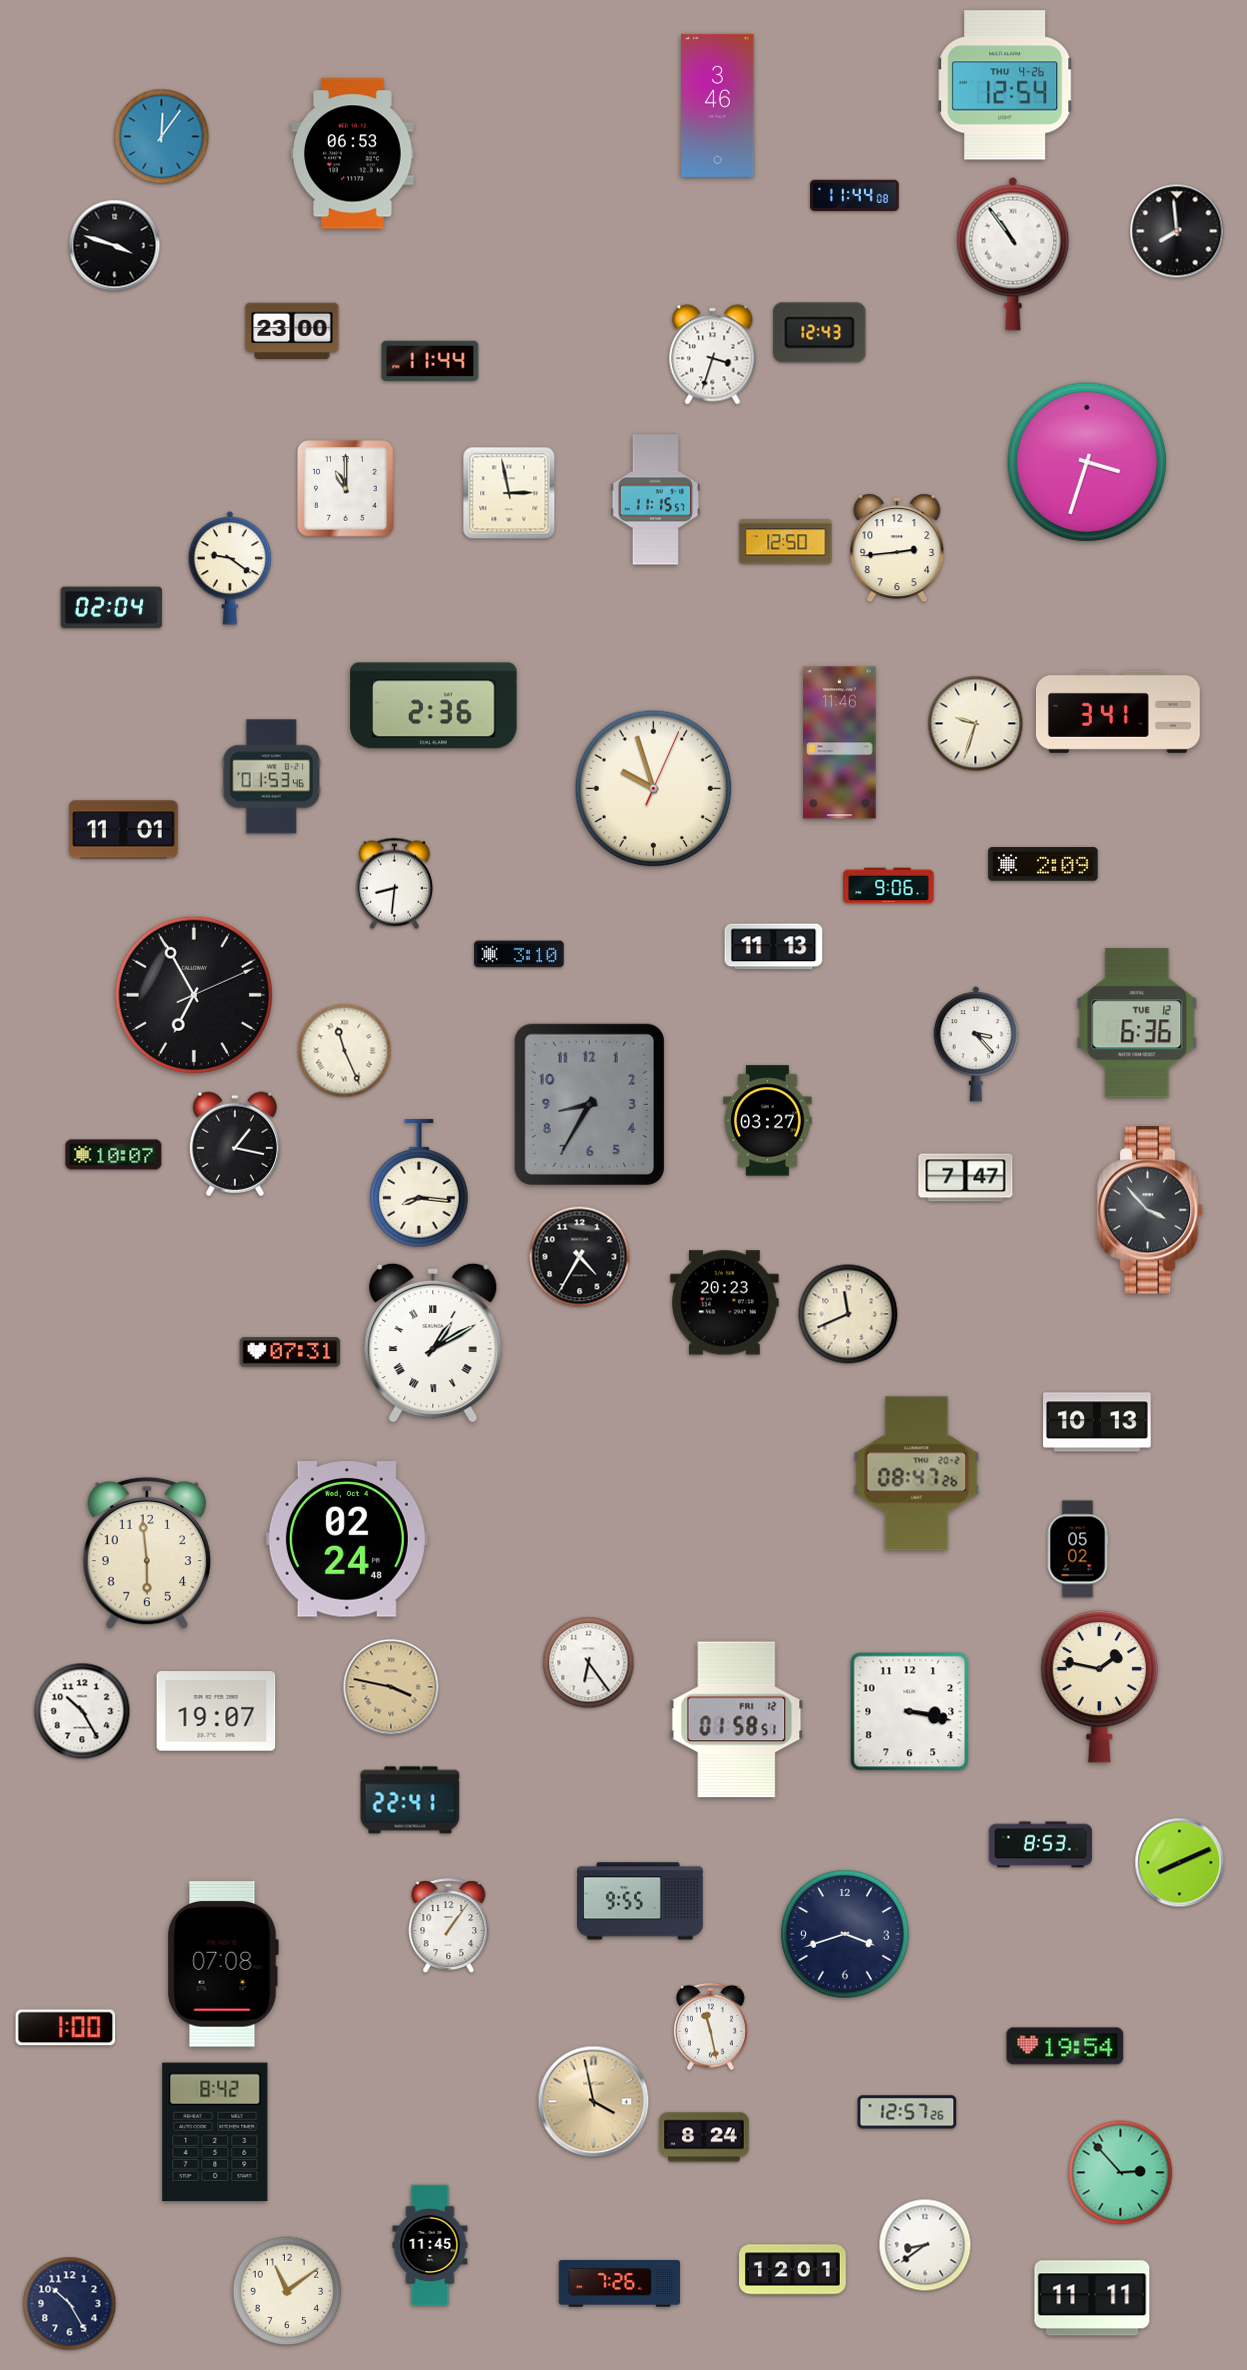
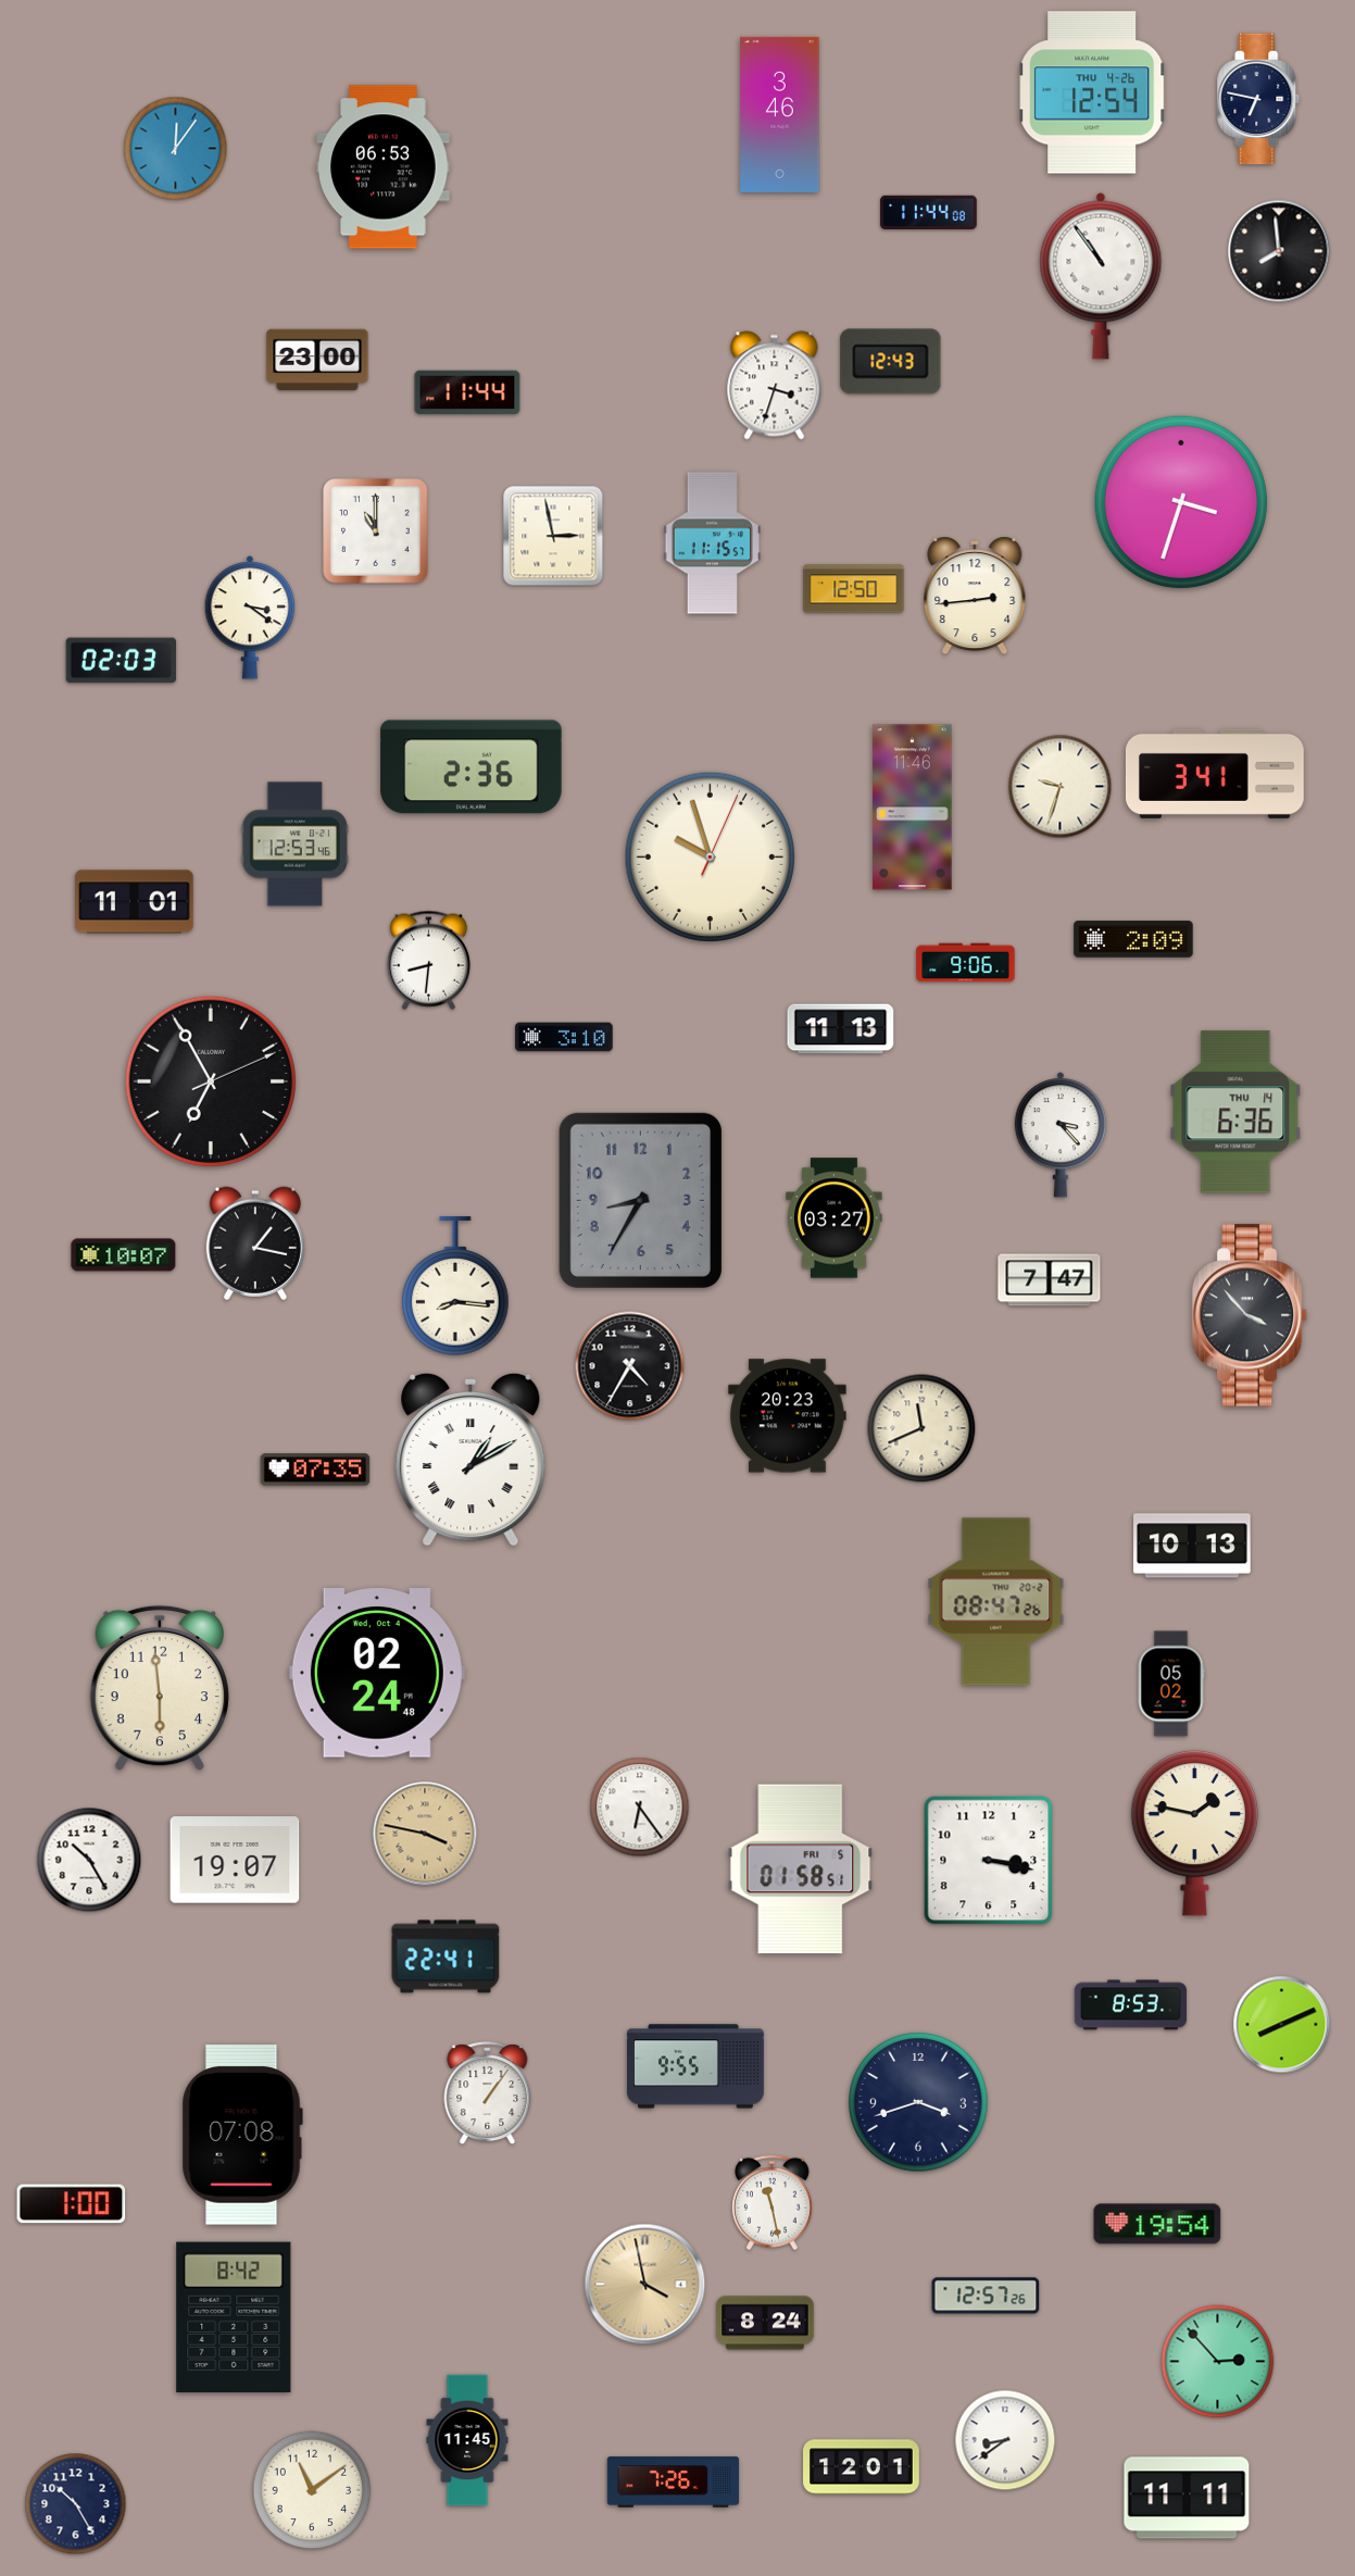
clock at (1258, 99): none -> 6:47
clock at (115, 246): 3:48 -> none
clock at (230, 569): 9:21 -> 3:21
clock at (112, 608): 02:04 -> 02:03
clock at (271, 777): 01:53 -> 12:53
clock at (1137, 1023) date: TUE 12 -> THU 14
clock at (345, 1051): 11:26 -> none
clock at (290, 1352): 07:31 -> 07:35
clock at (737, 1720) date: FRI 12 -> FRI 5
